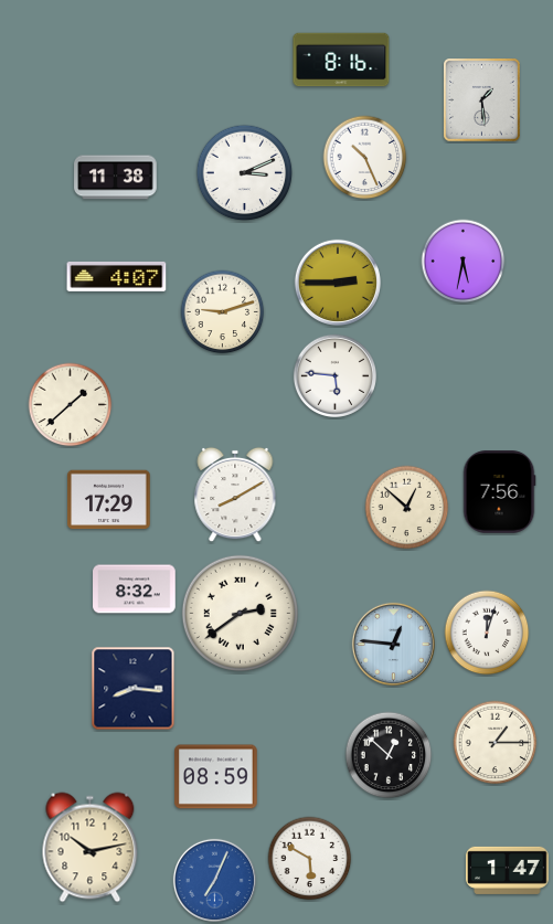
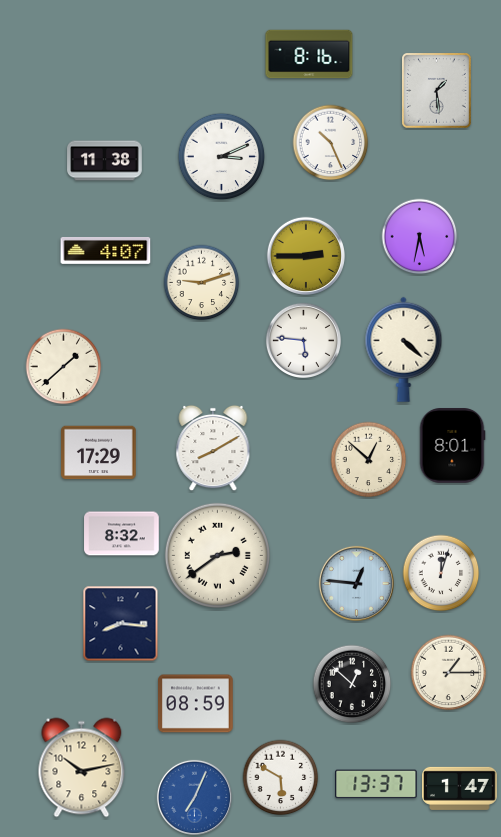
clock at (404, 349): none -> 4:22
clock at (499, 492): 7:56 -> 8:01
clock at (376, 784): none -> 13:37
